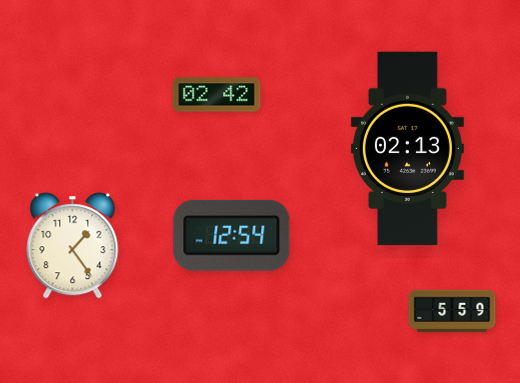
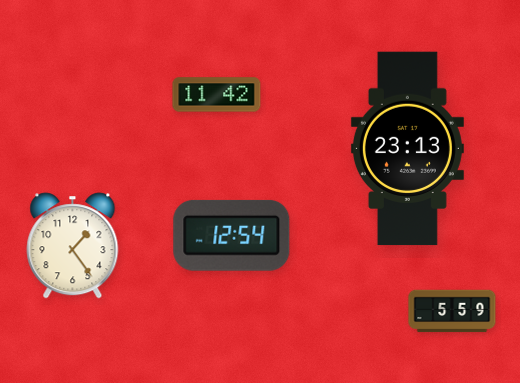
clock at (217, 95): 02:42 -> 11:42
clock at (407, 149): 02:13 -> 23:13
